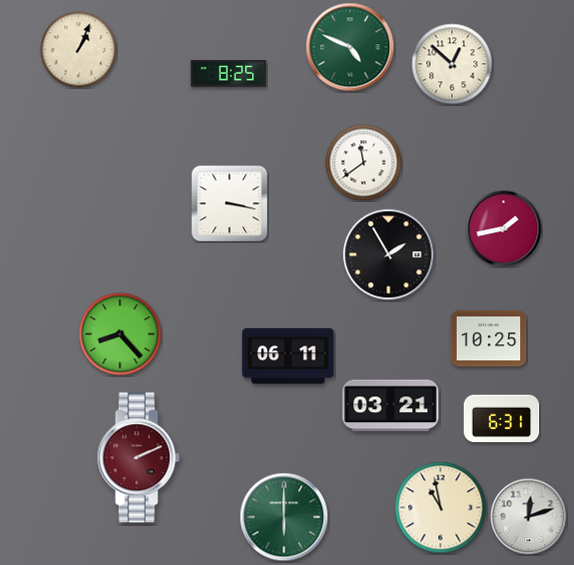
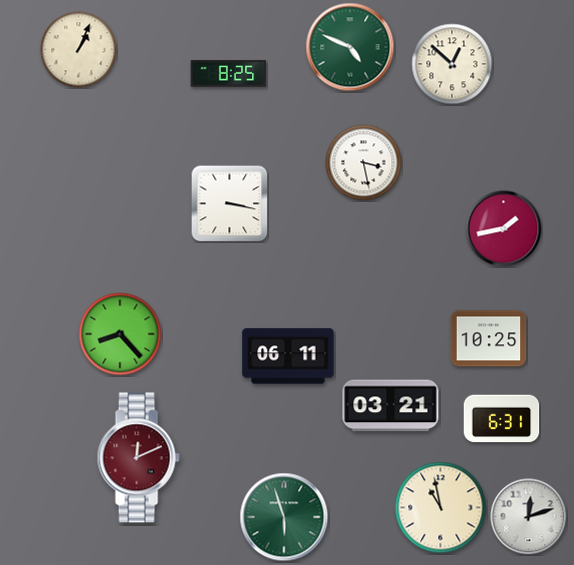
clock at (364, 163): 11:39 -> 3:28
clock at (389, 255): 1:55 -> none
clock at (138, 458): 2:11 -> 12:11
clock at (284, 517): 6:00 -> 5:57
